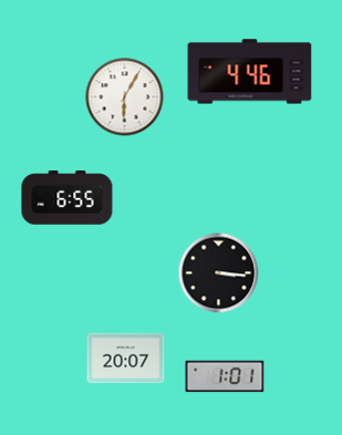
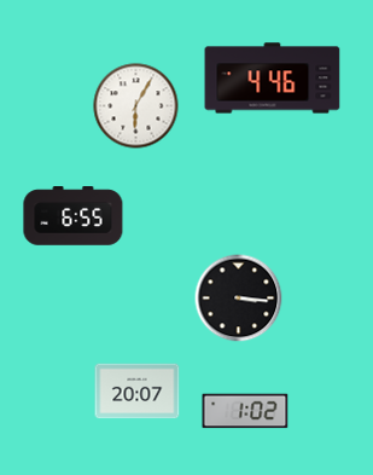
clock at (225, 376): 1:01 -> 1:02
